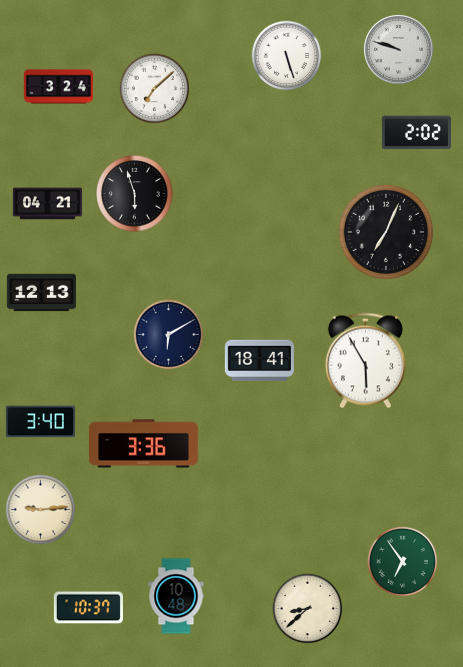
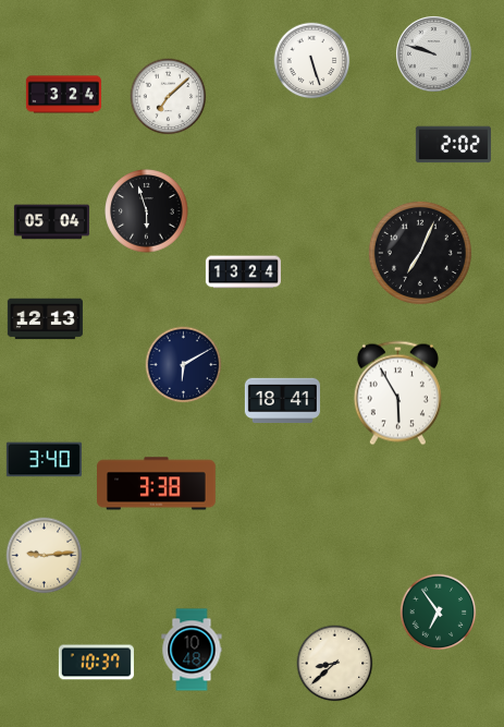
clock at (47, 204): 04:21 -> 05:04
clock at (243, 272): none -> 13:24
clock at (259, 361) position: (259, 361) -> (282, 401)
clock at (144, 444): 3:36 -> 3:38
